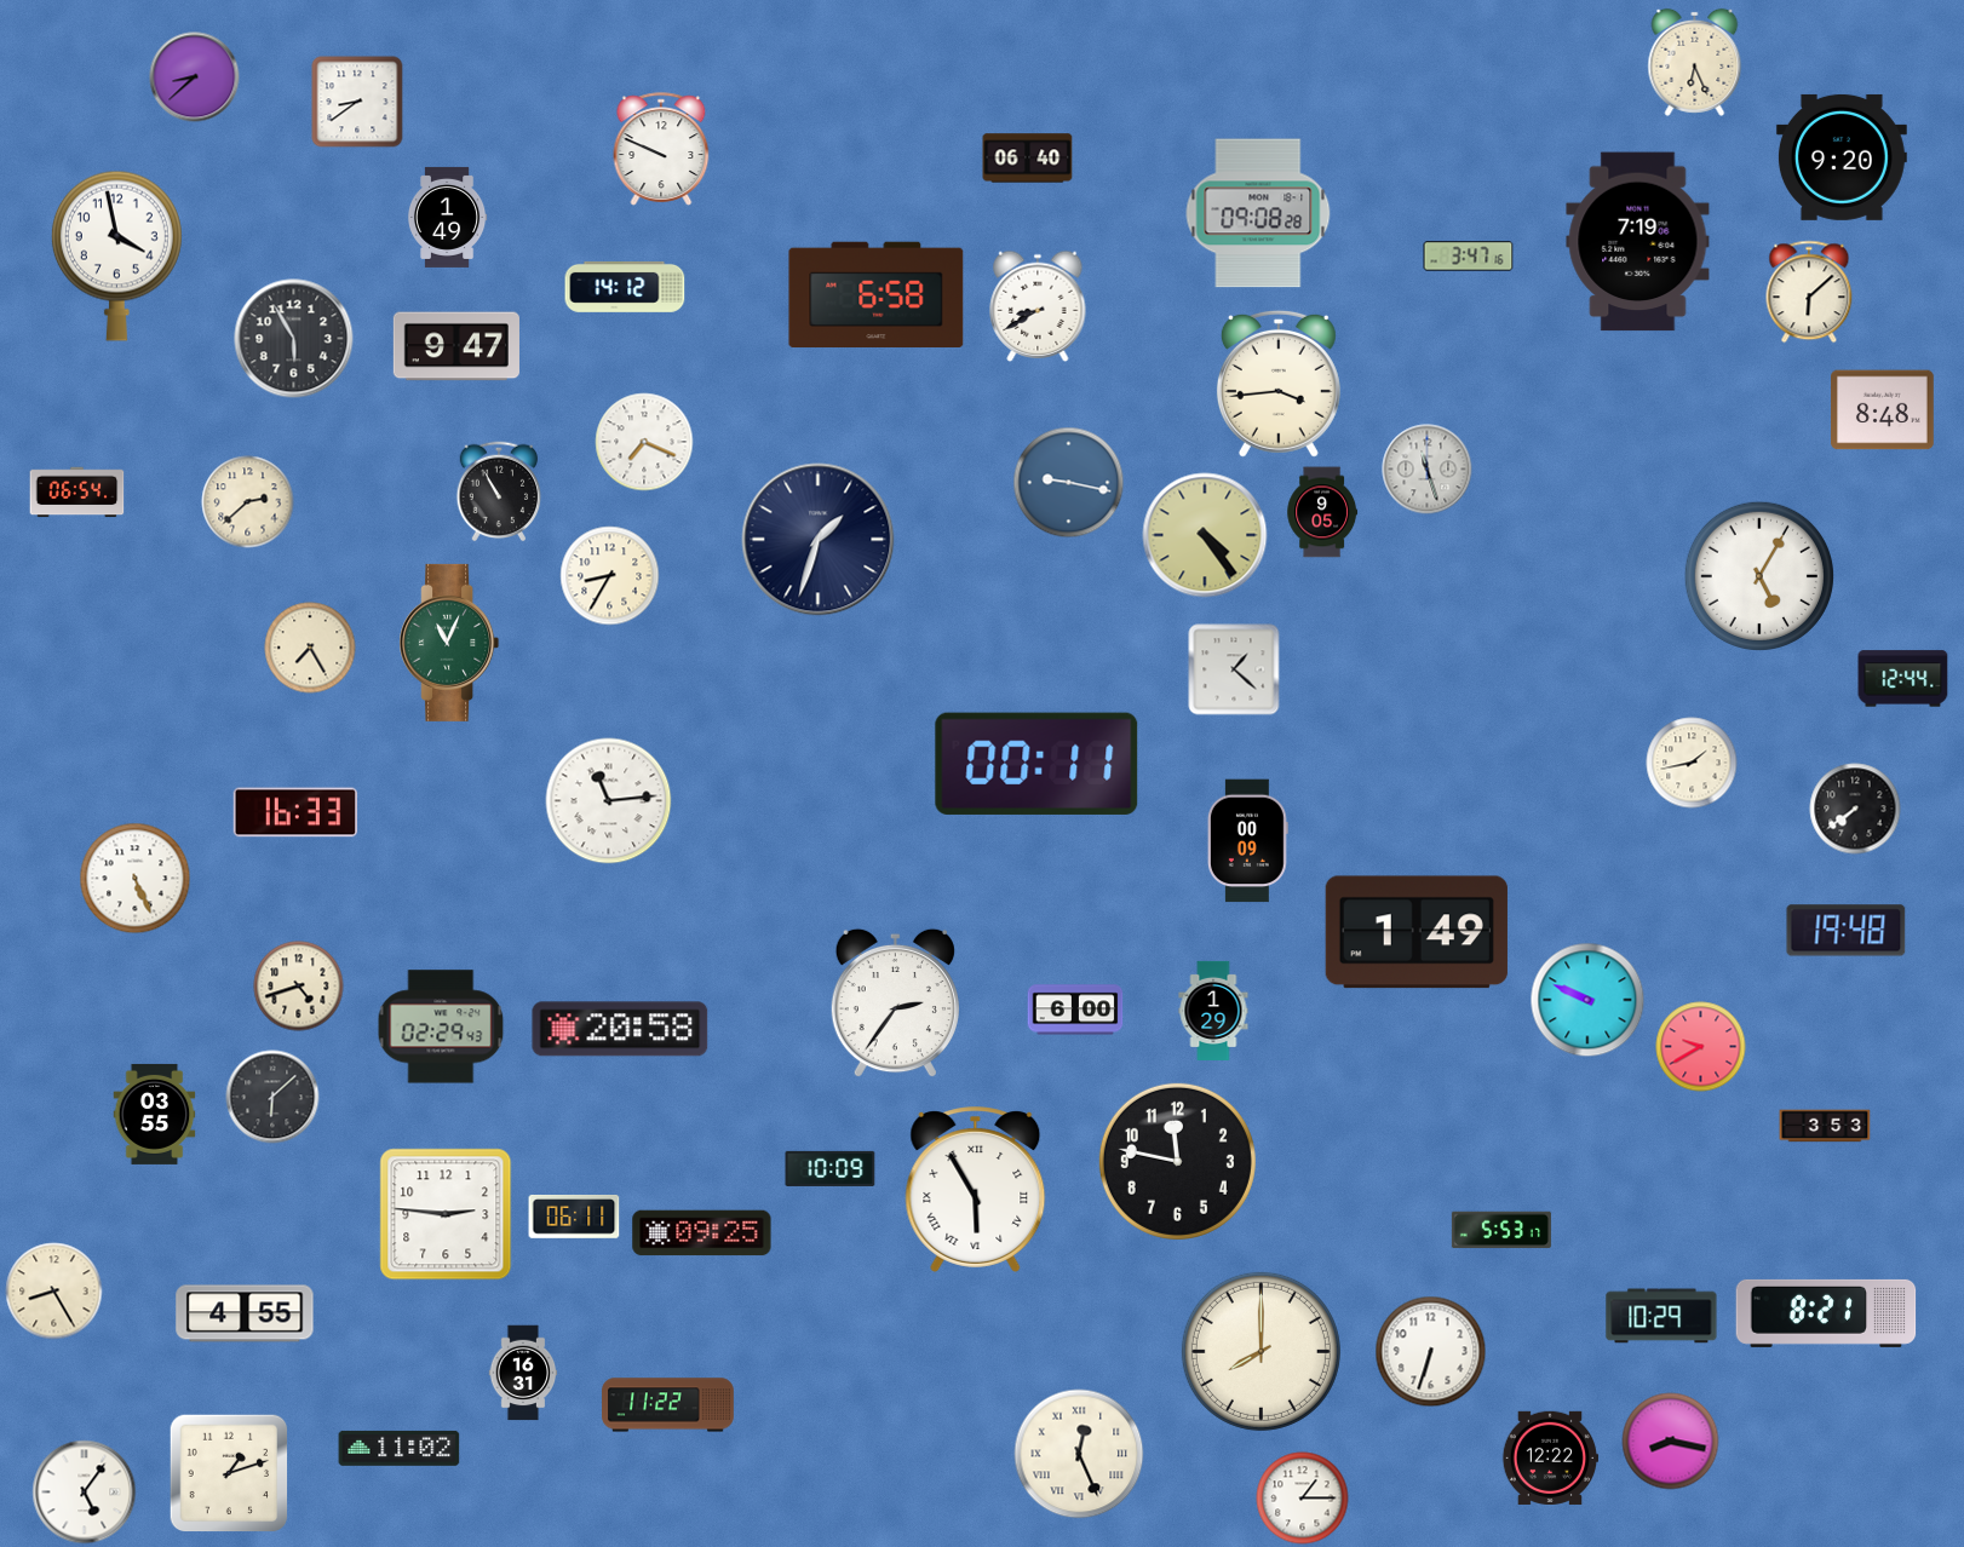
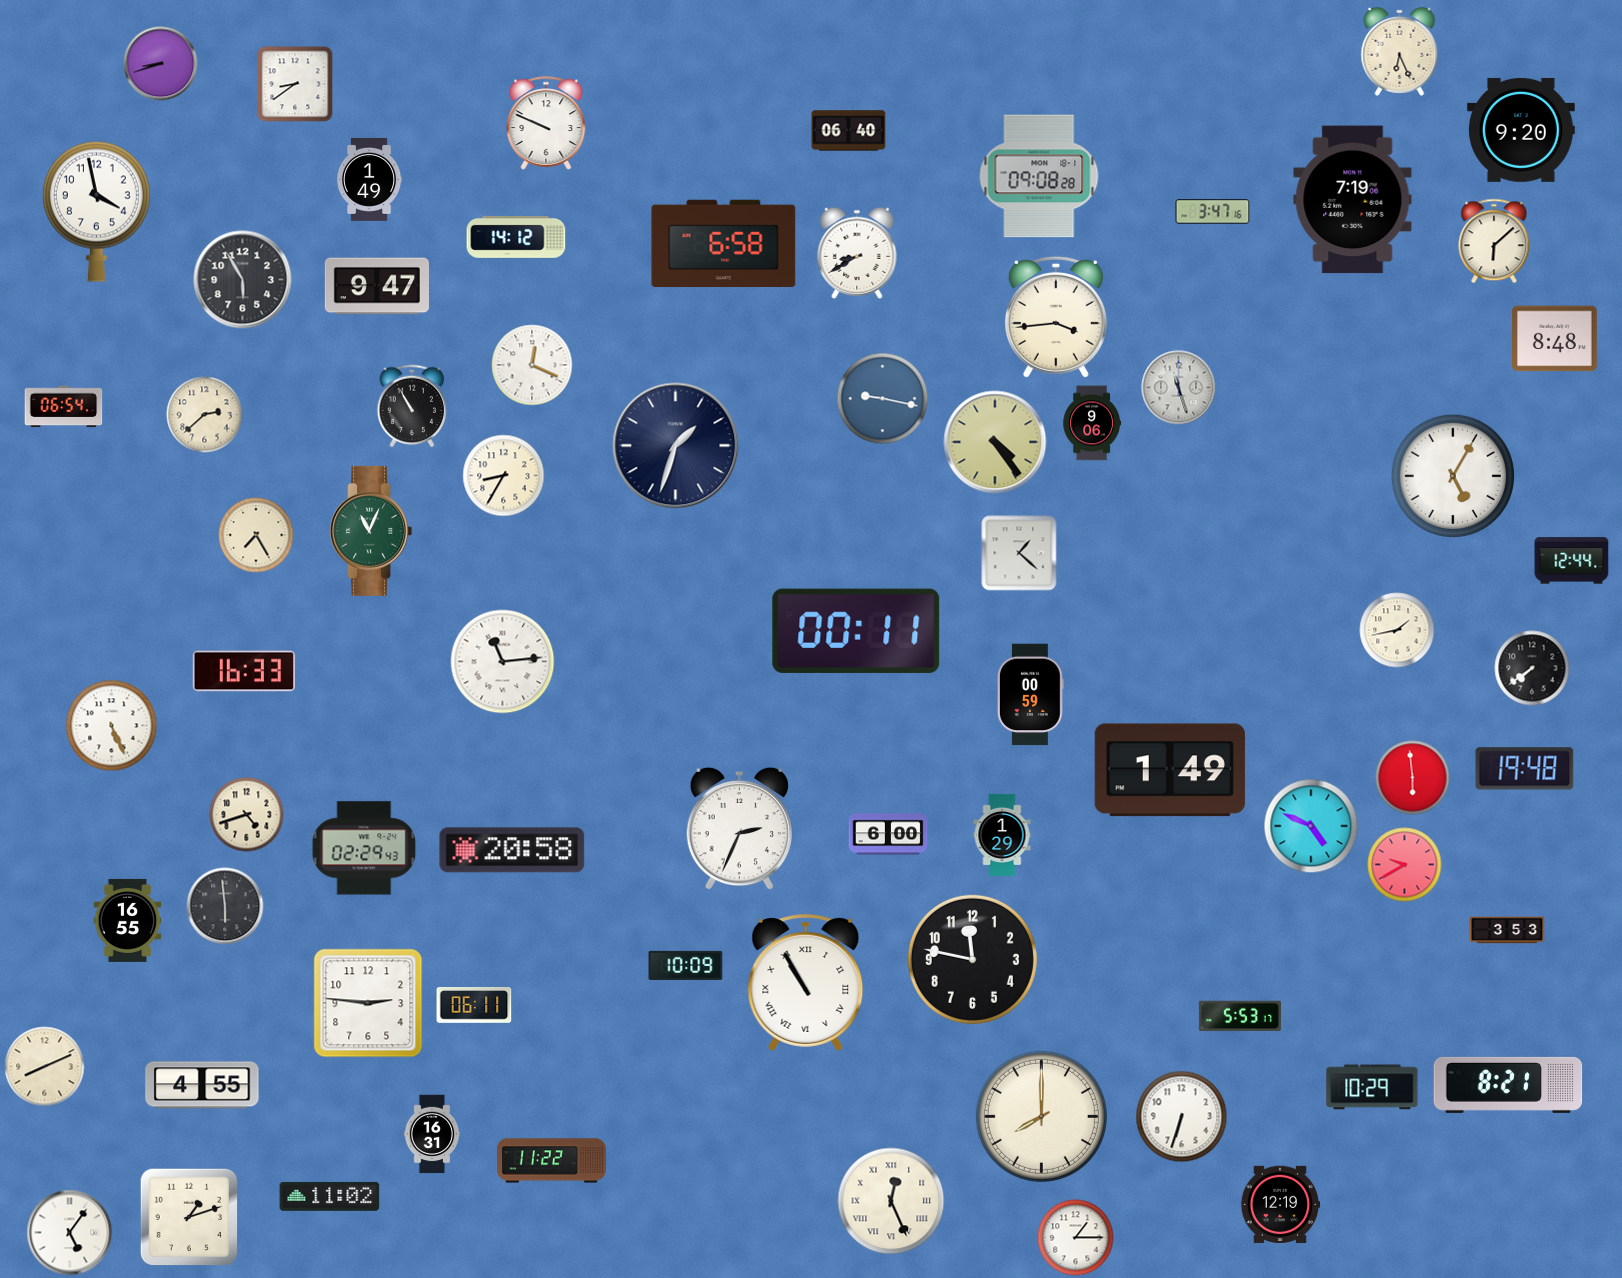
clock at (195, 77): 8:38 -> 8:42
clock at (644, 442): 7:19 -> 12:19
clock at (1322, 512): 9:05 -> 9:06
clock at (1247, 841): 00:09 -> 00:59
clock at (1413, 778): none -> 5:59
clock at (1587, 1000): 9:49 -> 4:49
clock at (895, 1003): 2:36 -> 2:34
clock at (272, 1097): 6:08 -> 5:59
clock at (155, 1114): 03:55 -> 16:55
clock at (976, 1190): 5:55 -> 10:55
clock at (702, 1233): 09:25 -> none
clock at (54, 1292): 8:25 -> 8:11
clock at (1671, 1442): 8:17 -> none
clock at (1550, 1457): 12:22 -> 12:19
